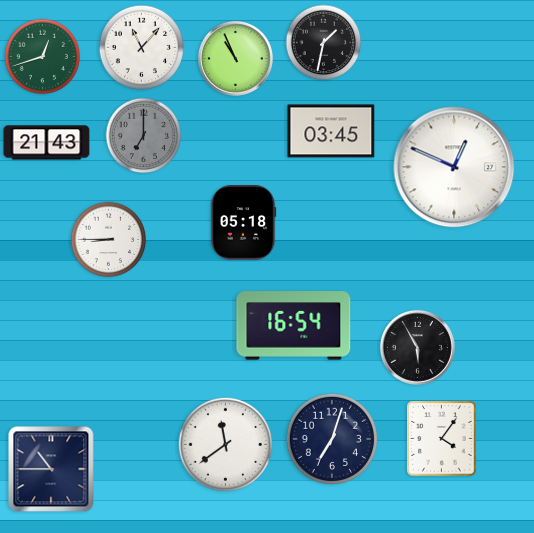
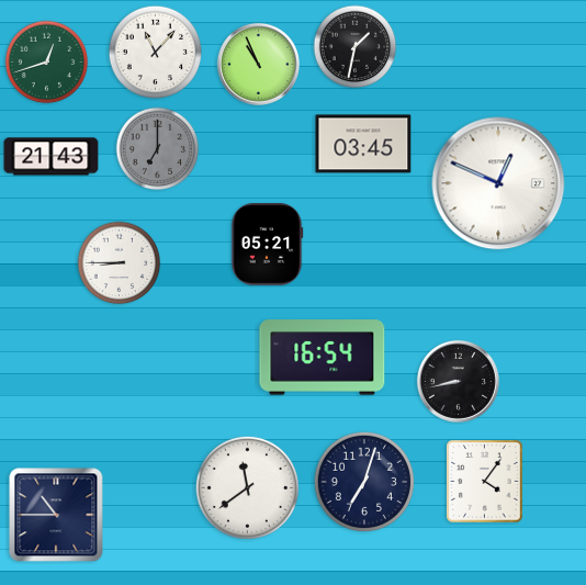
clock at (243, 223): 05:18 -> 05:21
clock at (417, 347): 5:55 -> 8:43
